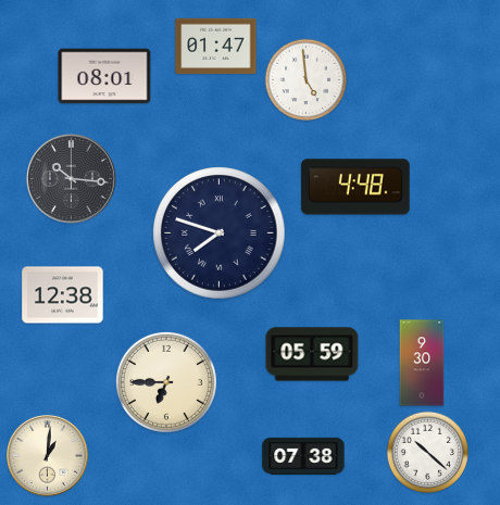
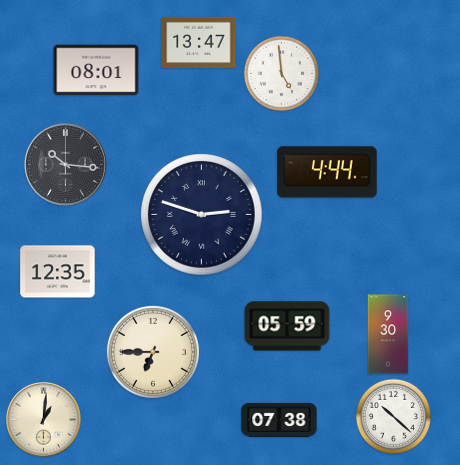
clock at (216, 47): 01:47 -> 13:47
clock at (355, 187): 4:48 -> 4:44
clock at (220, 233): 7:48 -> 2:48
clock at (63, 295): 12:38 -> 12:35
